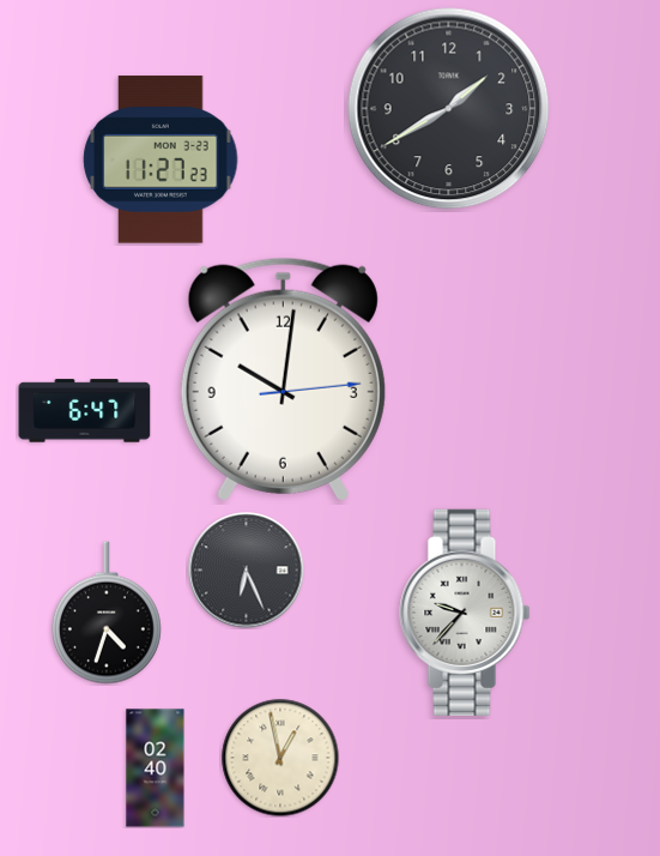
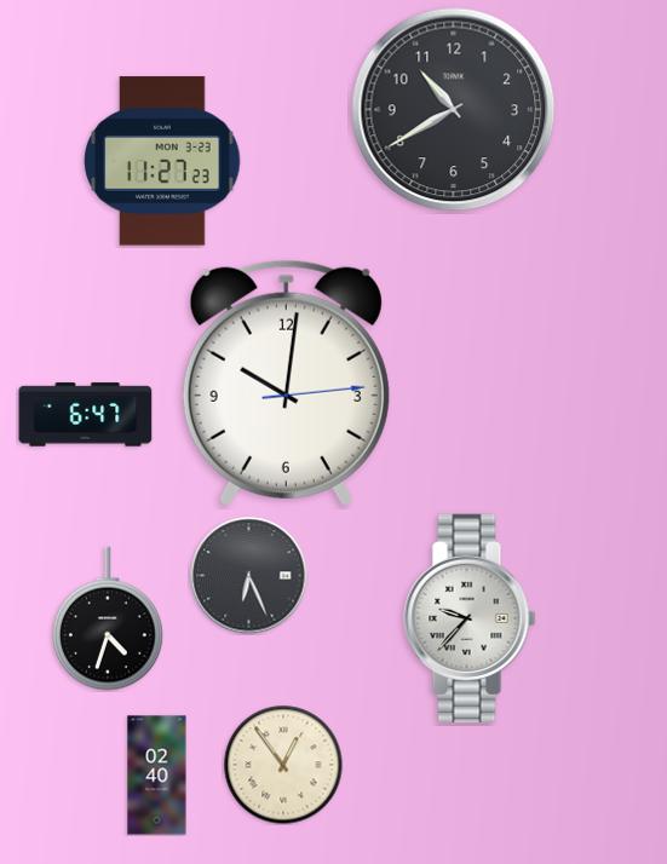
clock at (449, 109): 1:40 -> 10:40
clock at (280, 758): 12:58 -> 12:54
